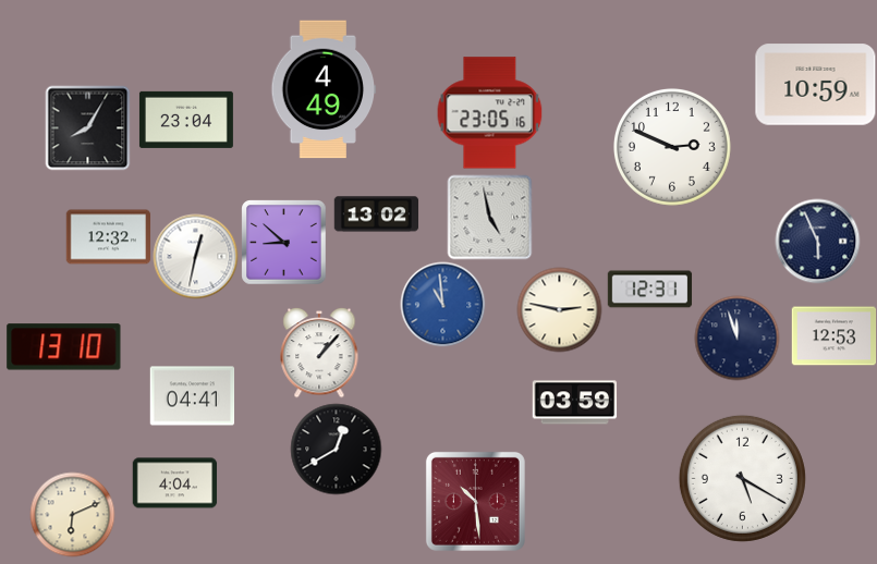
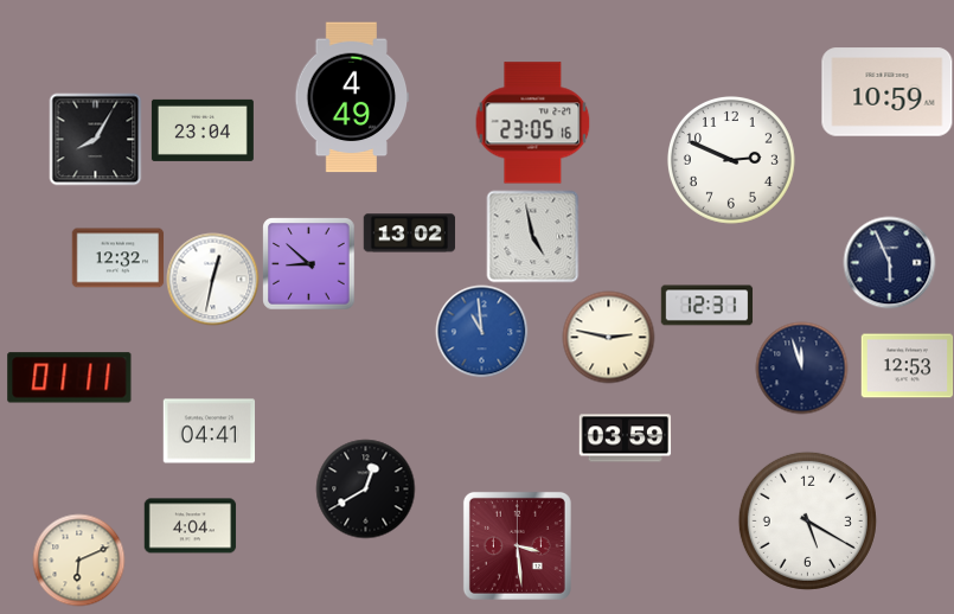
clock at (649, 290) position: (649, 290) -> (706, 306)
clock at (64, 347): 13:10 -> 01:11
clock at (319, 353): 1:07 -> none
clock at (475, 501): 10:29 -> 3:29
